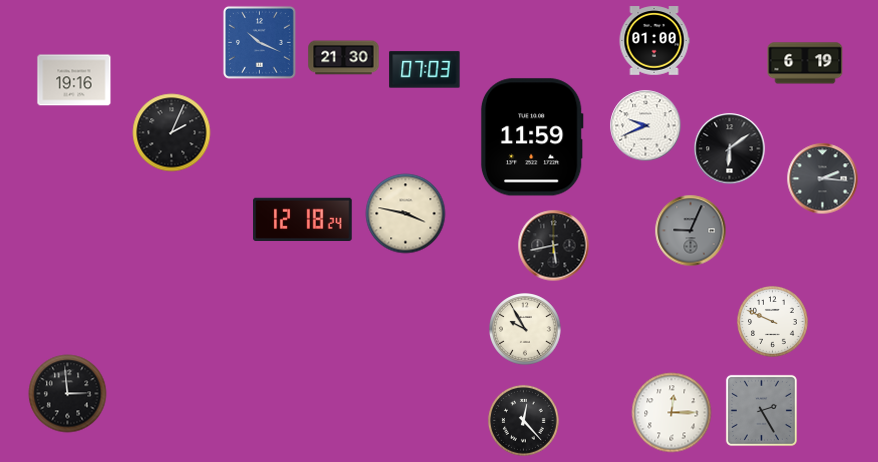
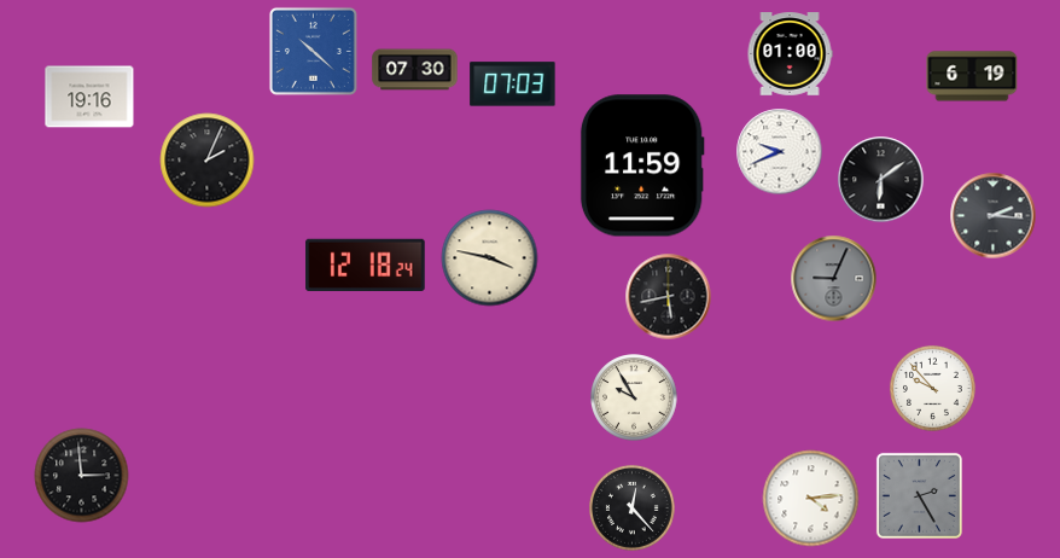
clock at (654, 41) position: (654, 41) -> (790, 54)
clock at (259, 42): 10:19 -> 10:22
clock at (344, 58): 21:30 -> 07:30
clock at (772, 321): 9:49 -> 9:53
clock at (672, 413): 12:15 -> 4:14
